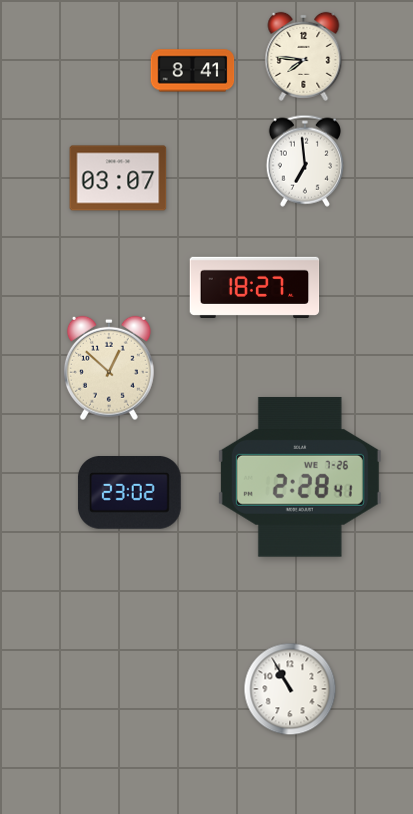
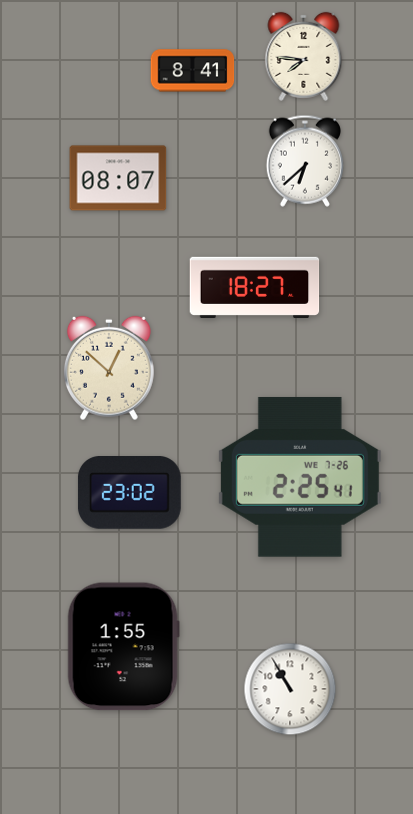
clock at (305, 161): 6:59 -> 6:38
clock at (118, 178): 03:07 -> 08:07
clock at (300, 477): 2:28 -> 2:25
clock at (123, 647): none -> 1:55
